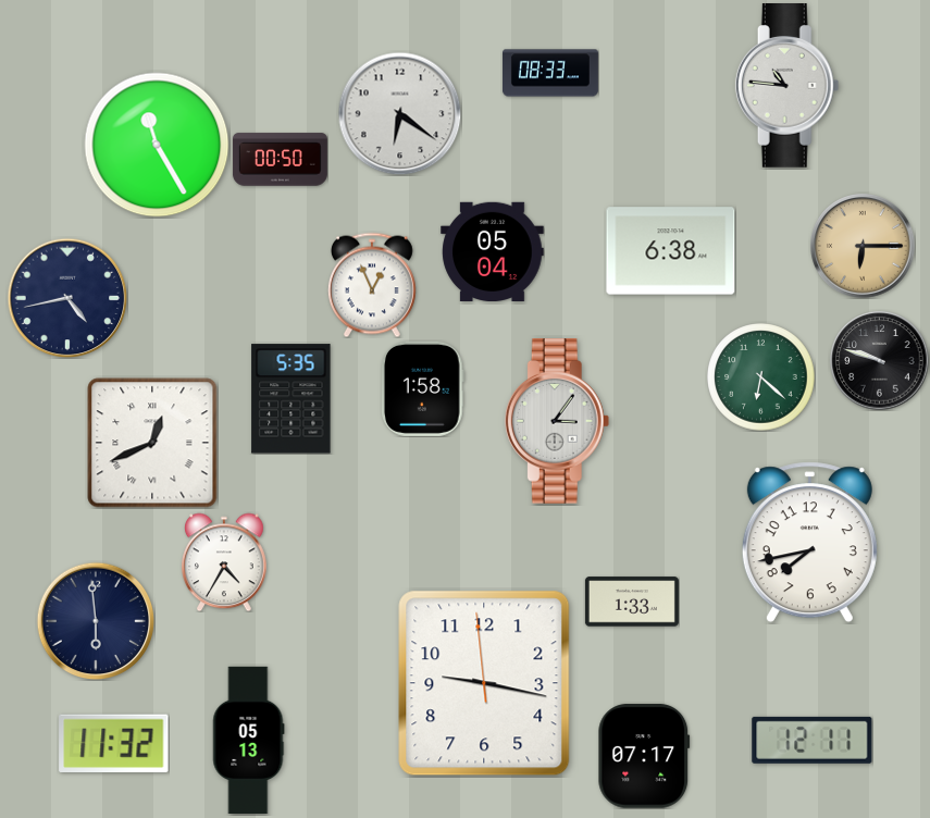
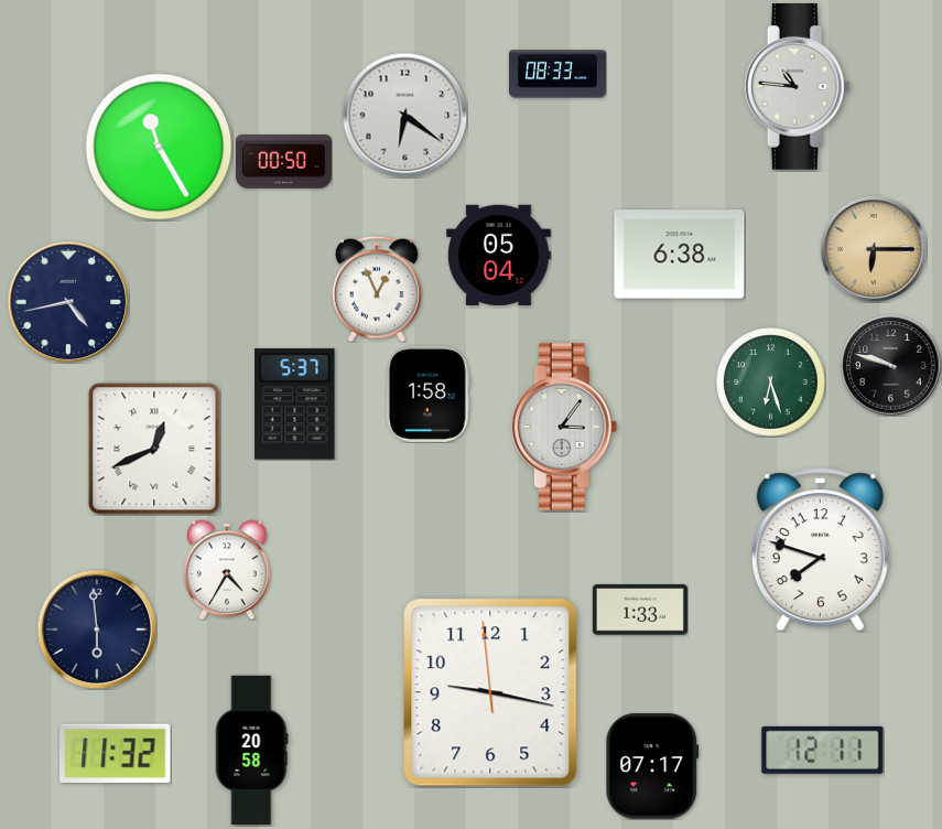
clock at (761, 377): 6:22 -> 6:27
clock at (292, 399): 5:35 -> 5:37
clock at (809, 543): 7:43 -> 7:48
clock at (249, 741): 05:13 -> 20:58
